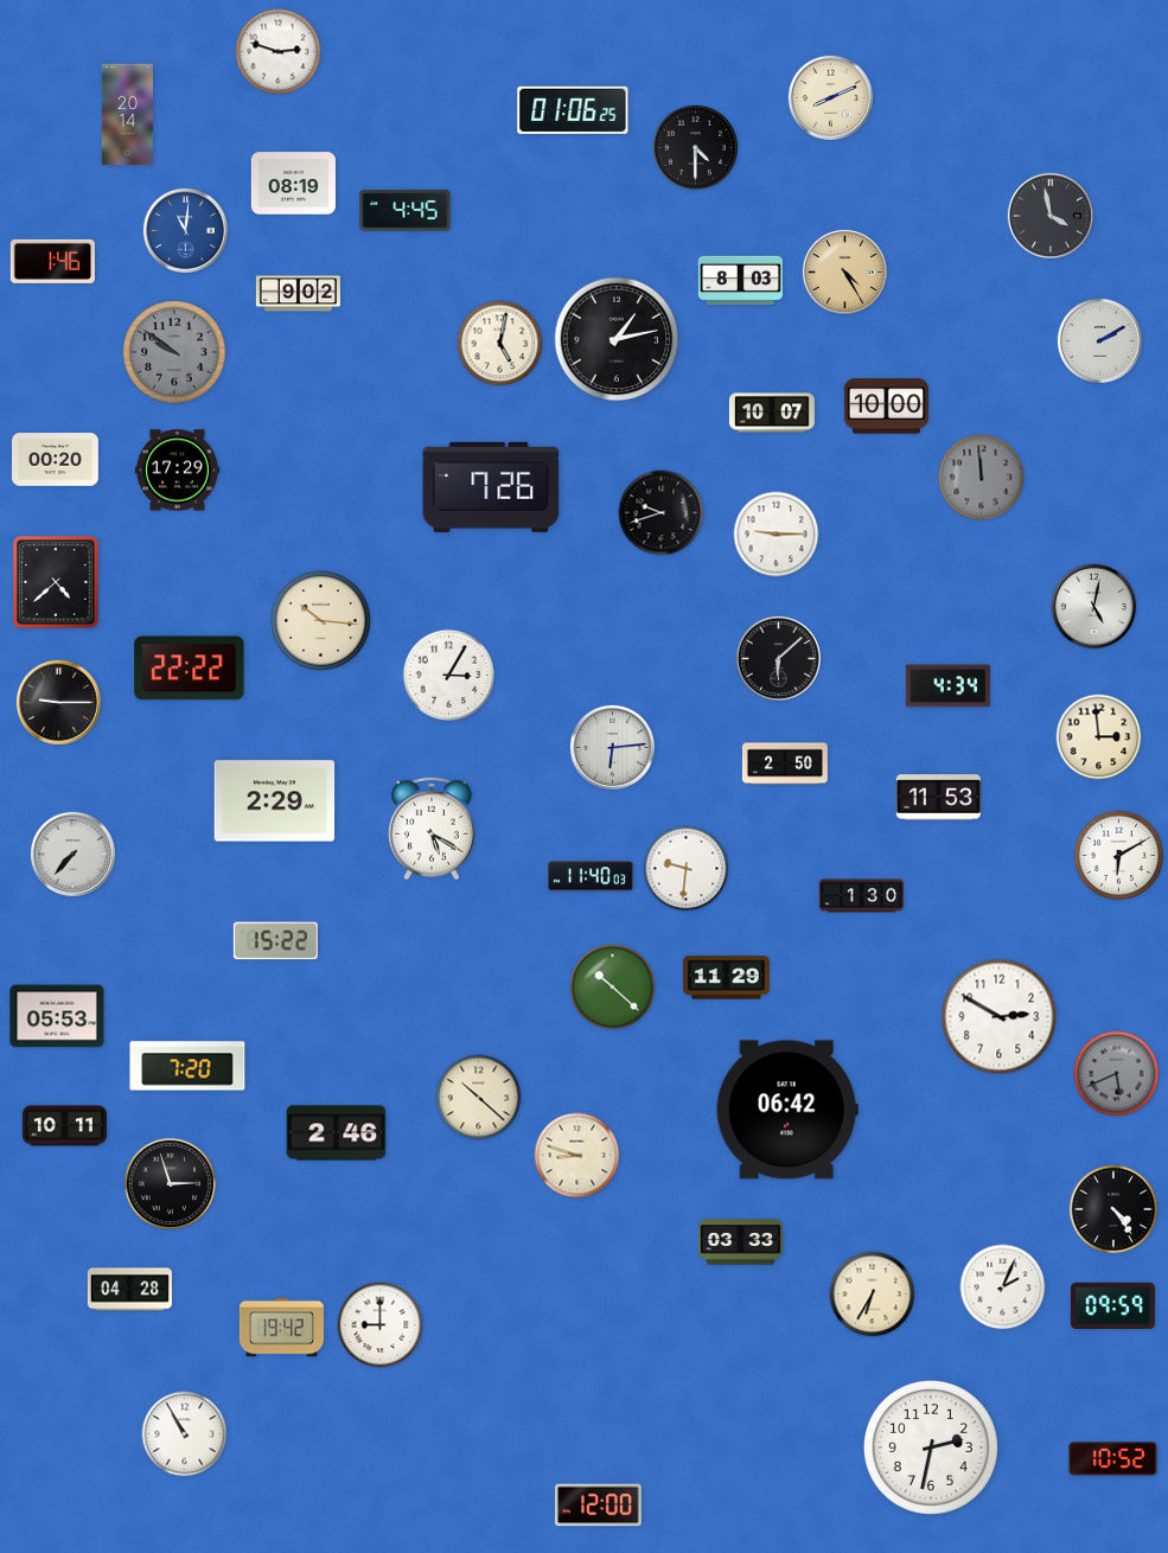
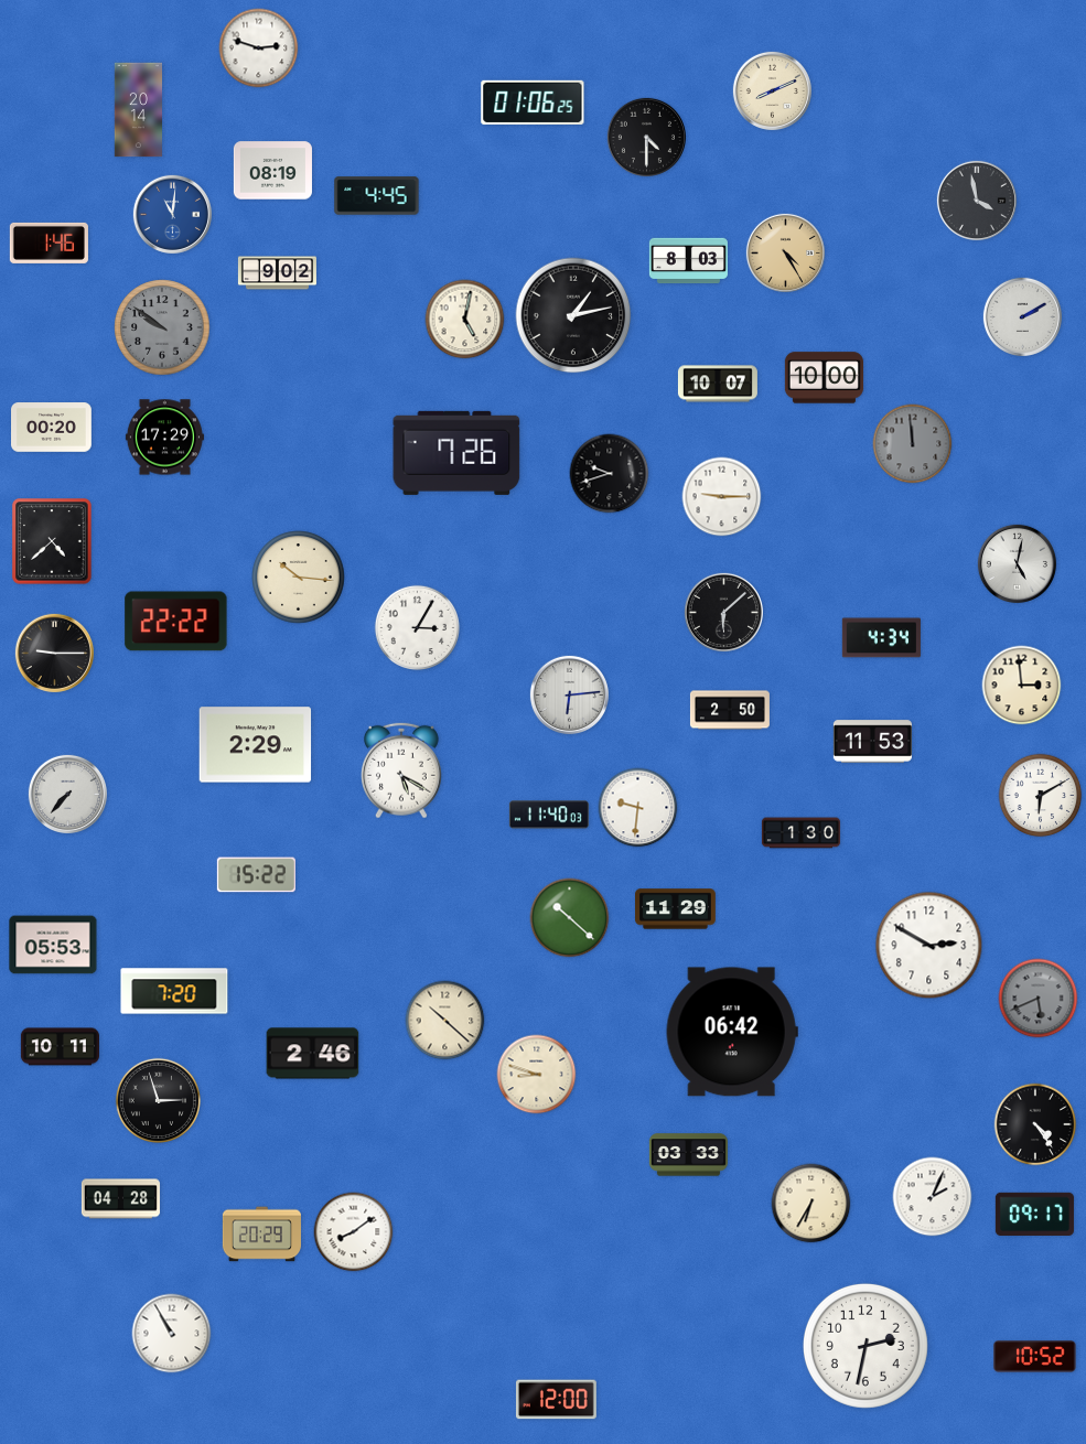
clock at (127, 115) position: (127, 115) -> (138, 110)
clock at (662, 513) position: (662, 513) -> (610, 474)
clock at (1112, 1305): 09:59 -> 09:17
clock at (381, 1325): 9:00 -> 8:09
clock at (281, 1328): 19:42 -> 20:29
